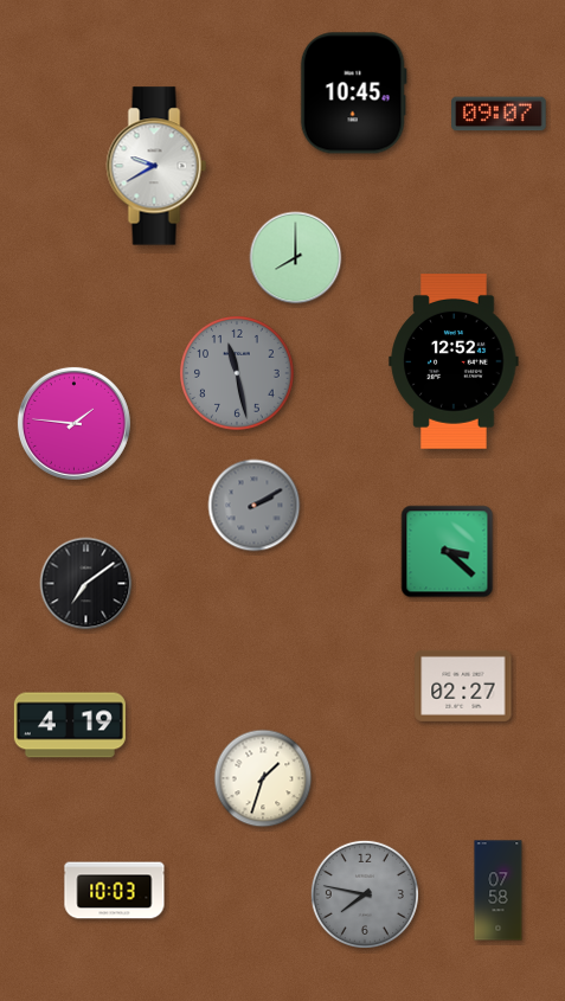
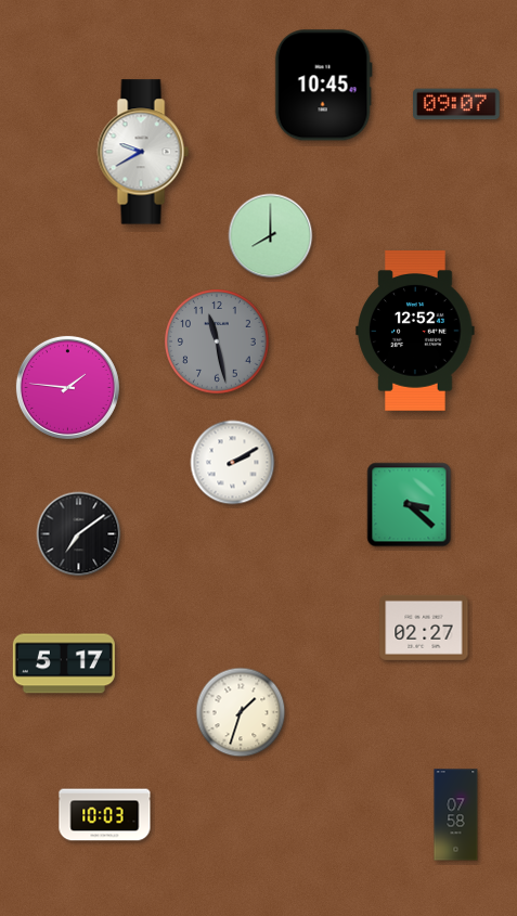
clock at (255, 506) dial: grey -> white
clock at (70, 725): 4:19 -> 5:17
clock at (365, 894): 7:47 -> none
